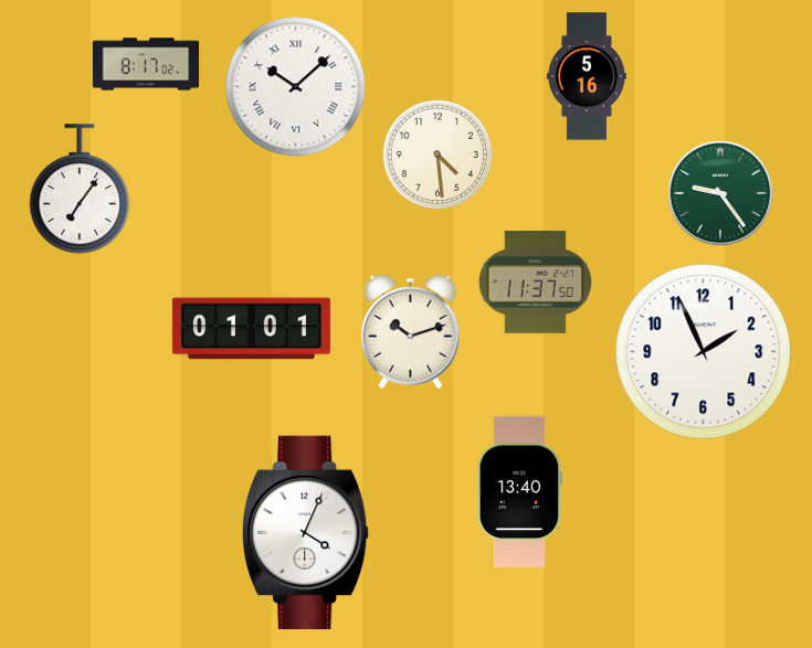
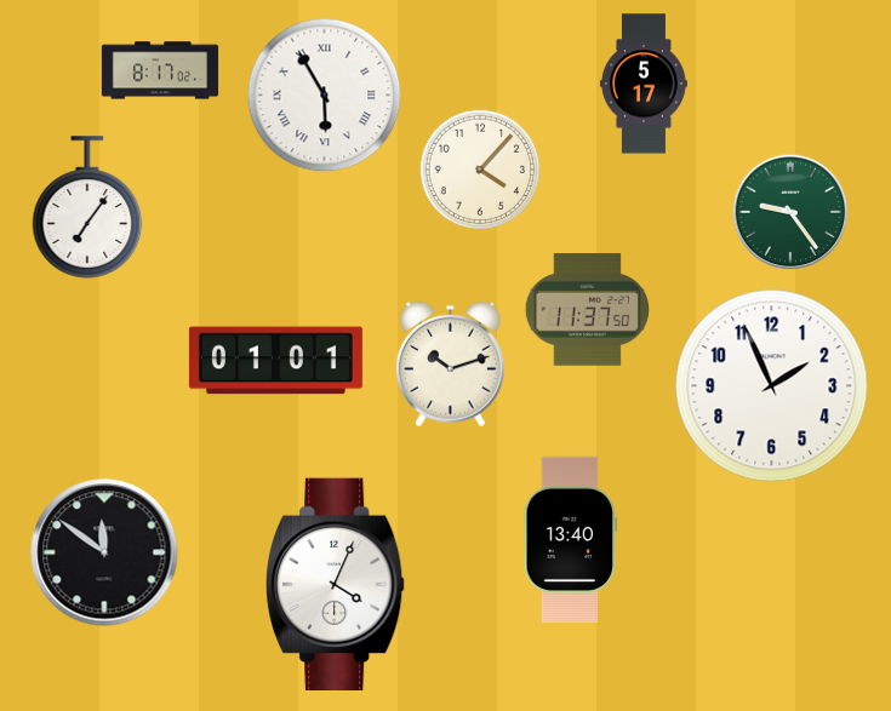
clock at (587, 76): 5:16 -> 5:17
clock at (296, 87): 10:08 -> 5:55
clock at (437, 155): 4:29 -> 4:07
clock at (104, 552): none -> 11:51
